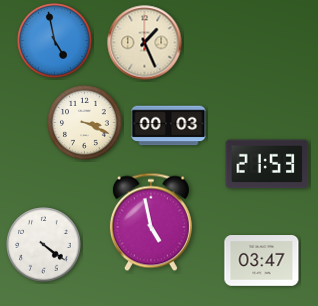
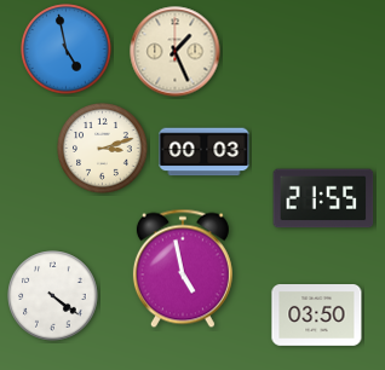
clock at (85, 123): 3:19 -> 3:12
clock at (267, 164): 21:53 -> 21:55
clock at (262, 261): 03:47 -> 03:50
